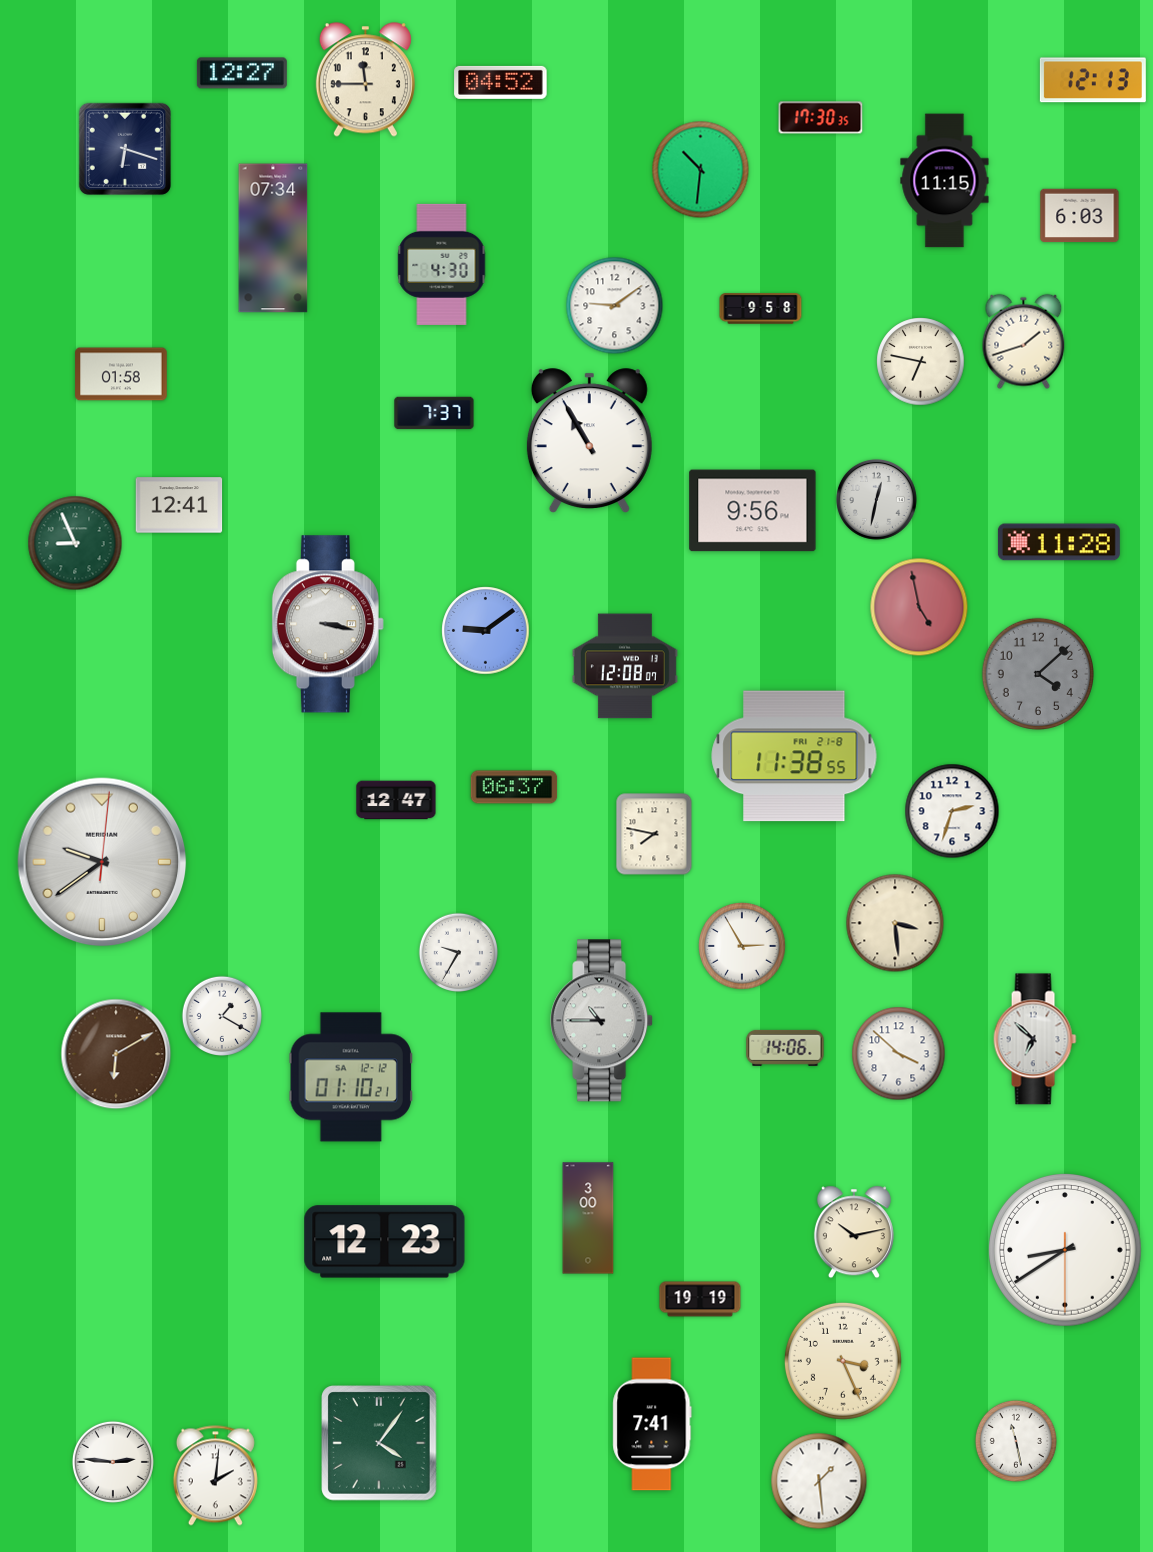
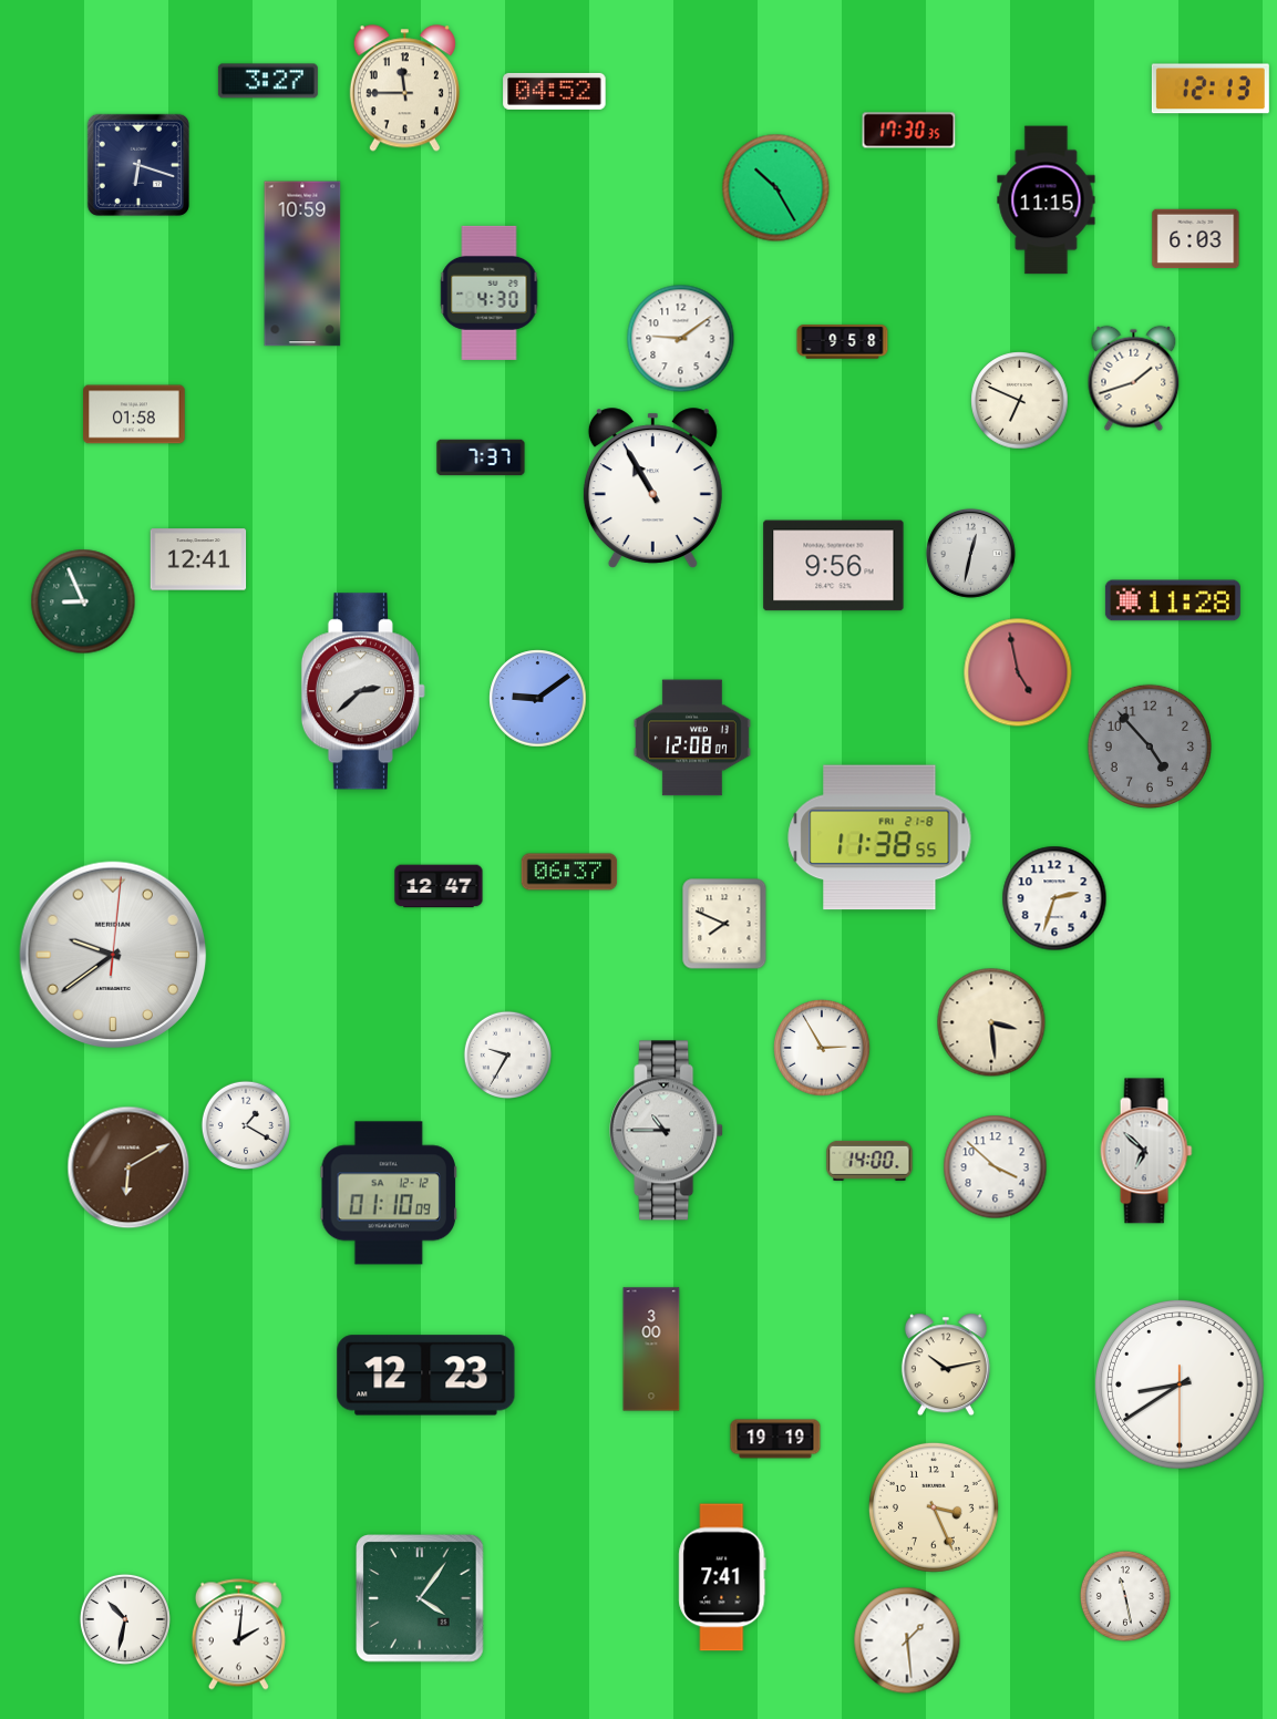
clock at (242, 73): 12:27 -> 3:27
clock at (701, 170): 10:31 -> 10:25
clock at (273, 238): 07:34 -> 10:59
clock at (921, 362): 6:47 -> 6:49
clock at (328, 624): 3:17 -> 2:38
clock at (1038, 674): 4:08 -> 4:53
clock at (654, 834): 7:47 -> 7:49
clock at (785, 1048): 14:06 -> 14:00
clock at (351, 1077): 01:10:21 -> 01:10:09
clock at (113, 1462): 2:46 -> 10:32
